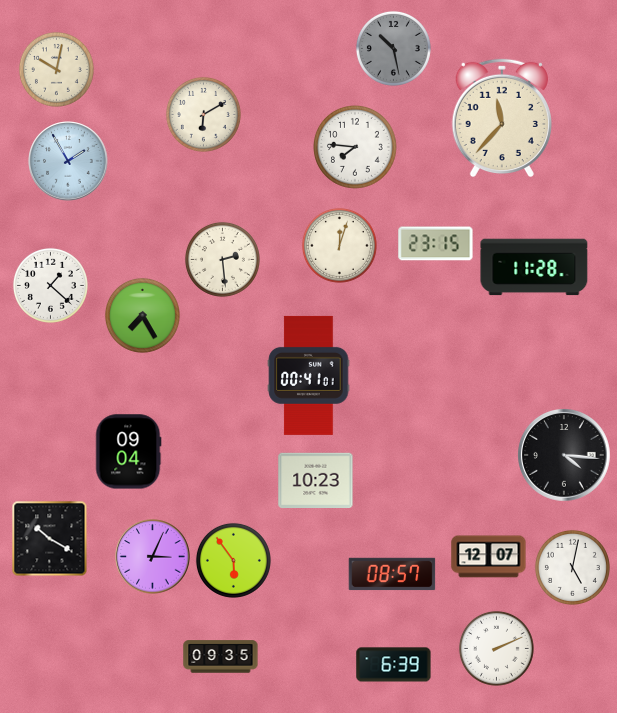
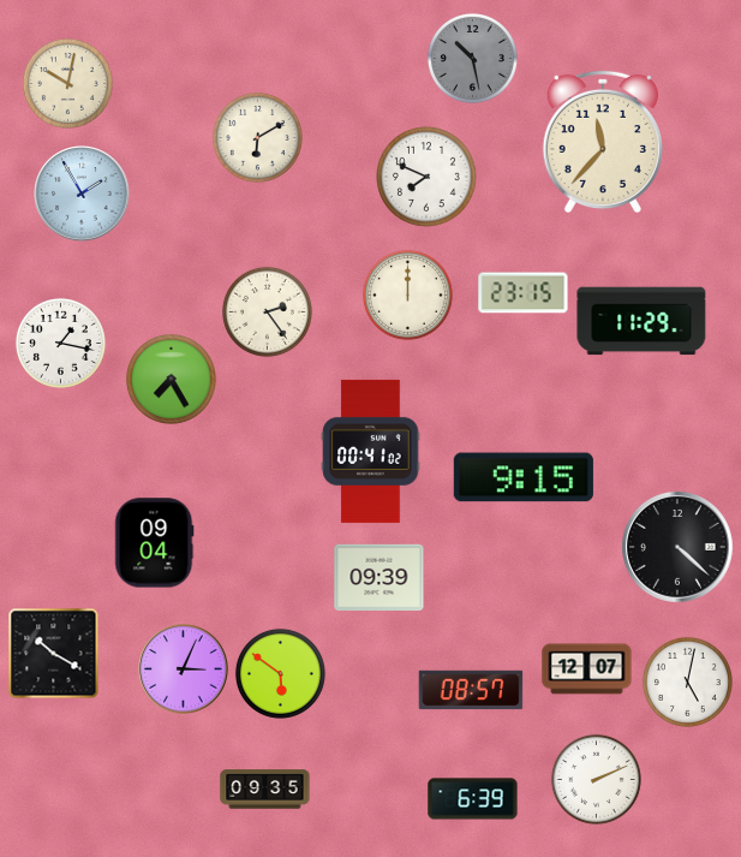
clock at (203, 114) position: (203, 114) -> (257, 137)
clock at (356, 148): 7:46 -> 7:49
clock at (339, 245): 12:03 -> 12:00
clock at (222, 259): 2:29 -> 2:24
clock at (534, 267): 11:28 -> 11:29
clock at (50, 285): 1:22 -> 1:17
clock at (309, 375): 00:41:01 -> 00:41:02
clock at (524, 477): none -> 9:15
clock at (565, 456): 4:16 -> 4:22
clock at (316, 480): 10:23 -> 09:39
clock at (50, 539) position: (50, 539) -> (54, 654)
clock at (233, 560): 5:54 -> 5:51
